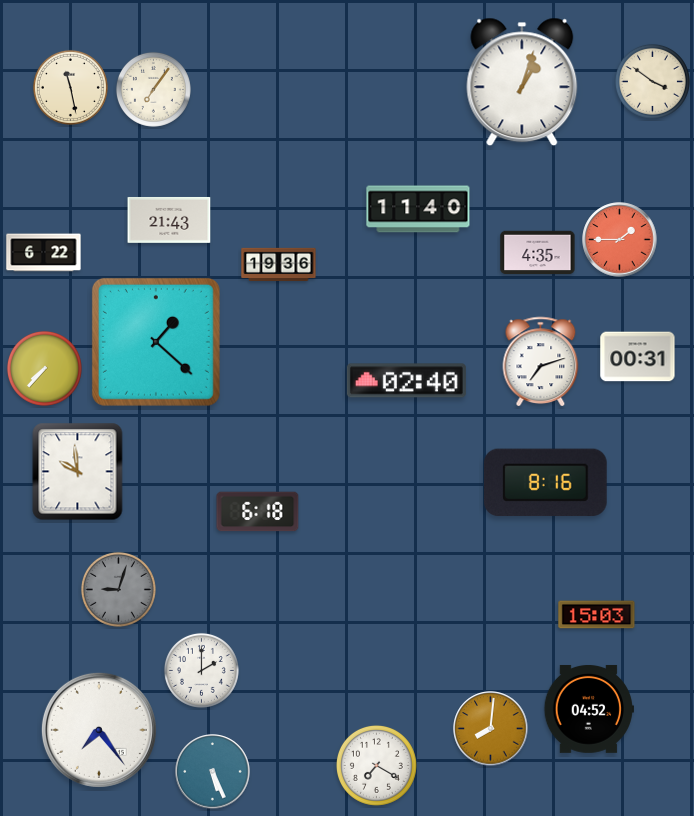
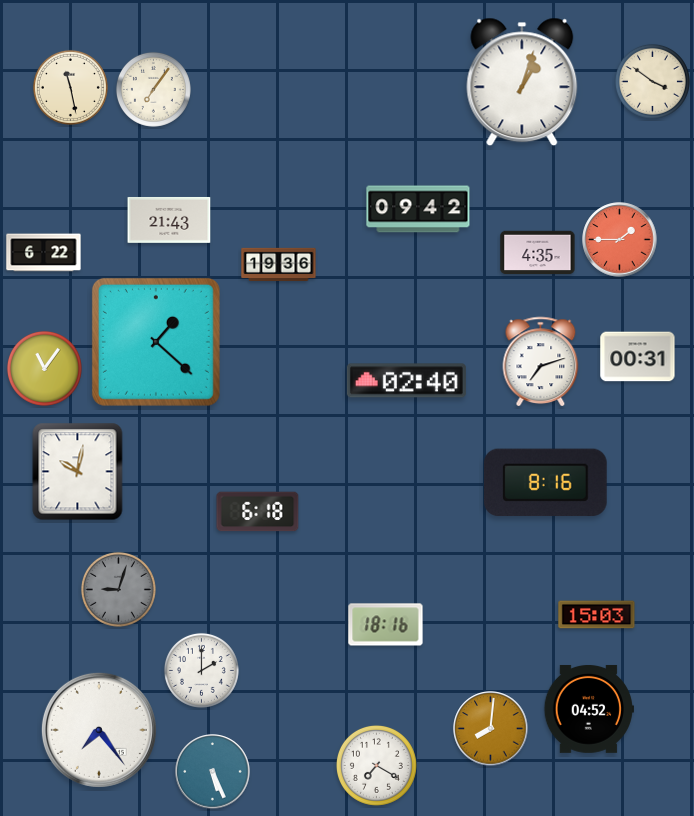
clock at (418, 209): 11:40 -> 09:42
clock at (44, 368): 7:37 -> 11:06
clock at (78, 472): 9:59 -> 10:02
clock at (386, 625): none -> 18:16
